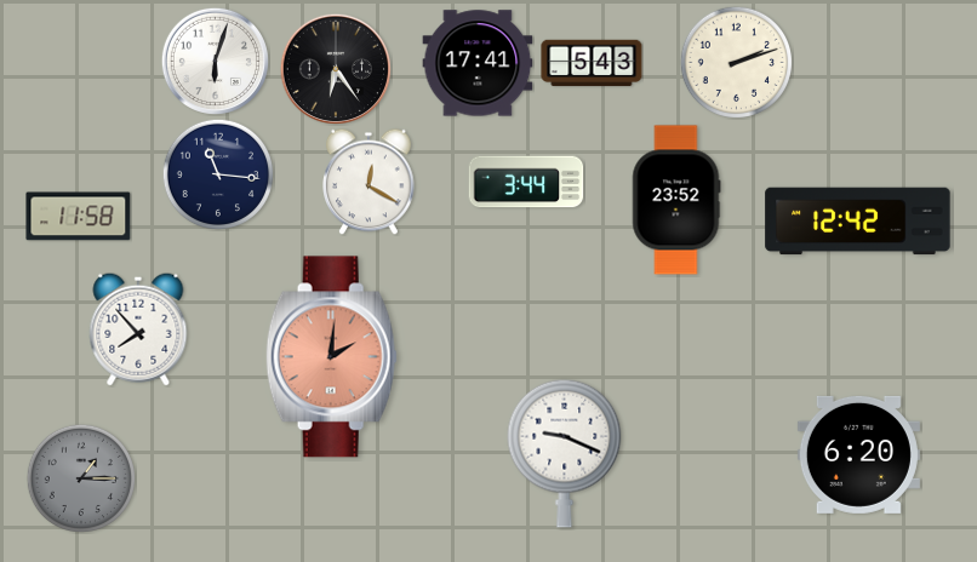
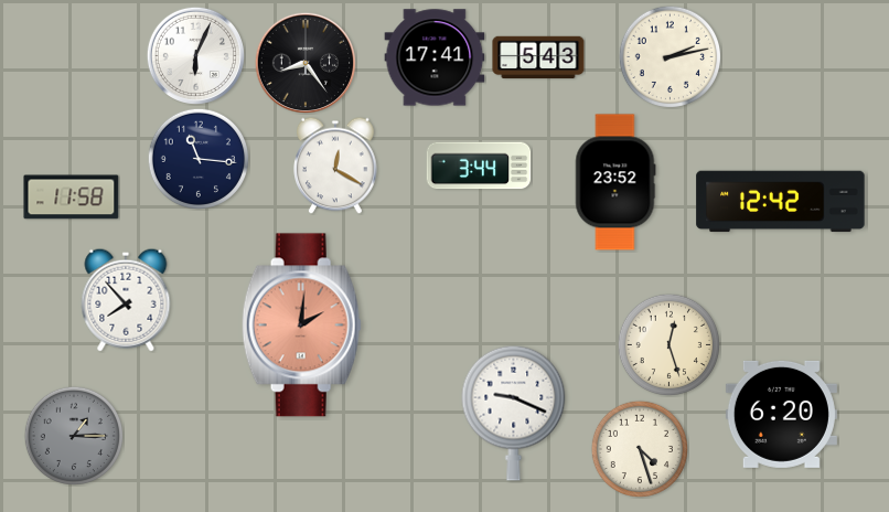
clock at (215, 61): 6:03 -> 6:04
clock at (736, 62): 2:12 -> 2:13
clock at (336, 69): 6:24 -> 8:24
clock at (668, 344): none -> 12:27
clock at (640, 449): none -> 4:27
